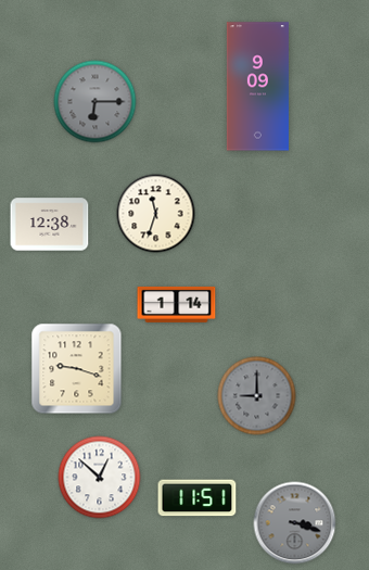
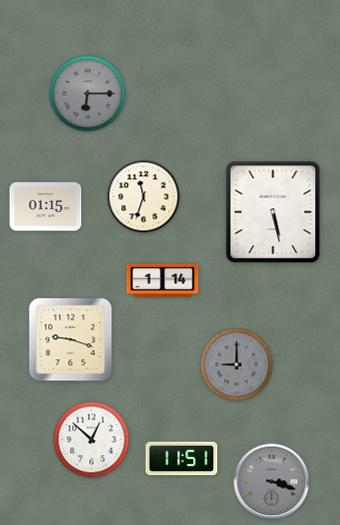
clock at (257, 87): 9:09 -> none
clock at (50, 225): 12:38 -> 01:15
clock at (273, 212): none -> 5:28
